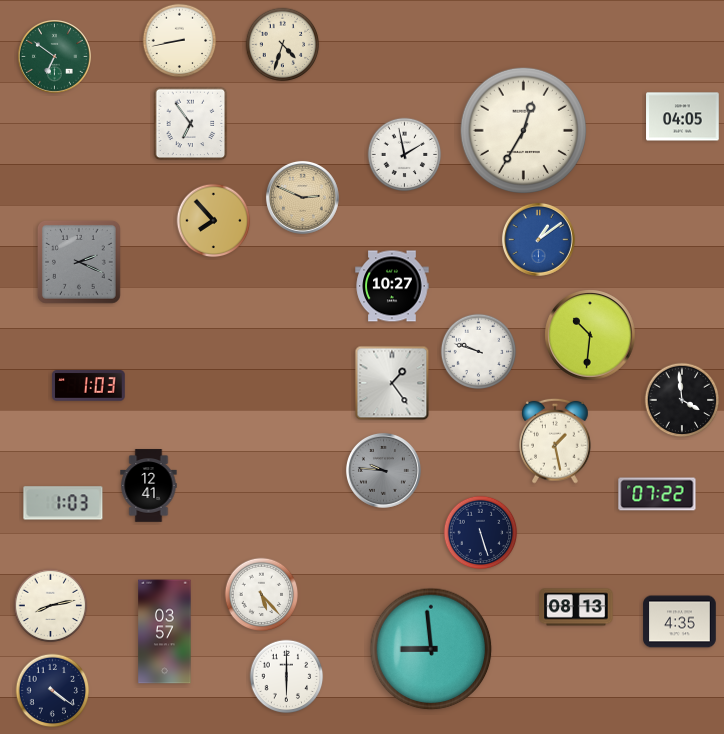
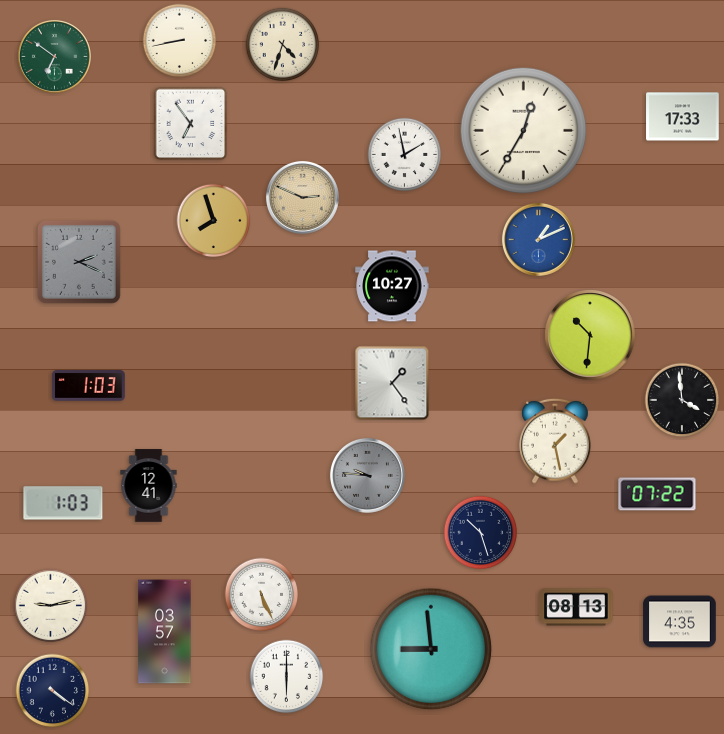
clock at (683, 117): 04:05 -> 17:33
clock at (214, 221): 7:53 -> 7:57
clock at (538, 239): 1:09 -> 1:11
clock at (479, 352): 9:48 -> none
clock at (383, 470) position: (383, 470) -> (367, 475)
clock at (481, 533): 5:27 -> 10:27
clock at (262, 595): 5:23 -> 5:26
clock at (51, 606): 8:13 -> 9:13
